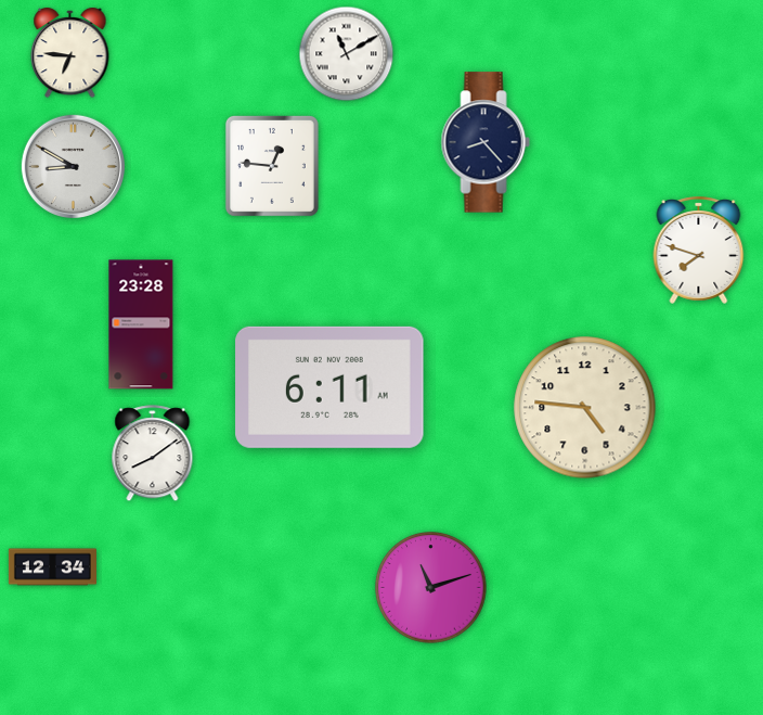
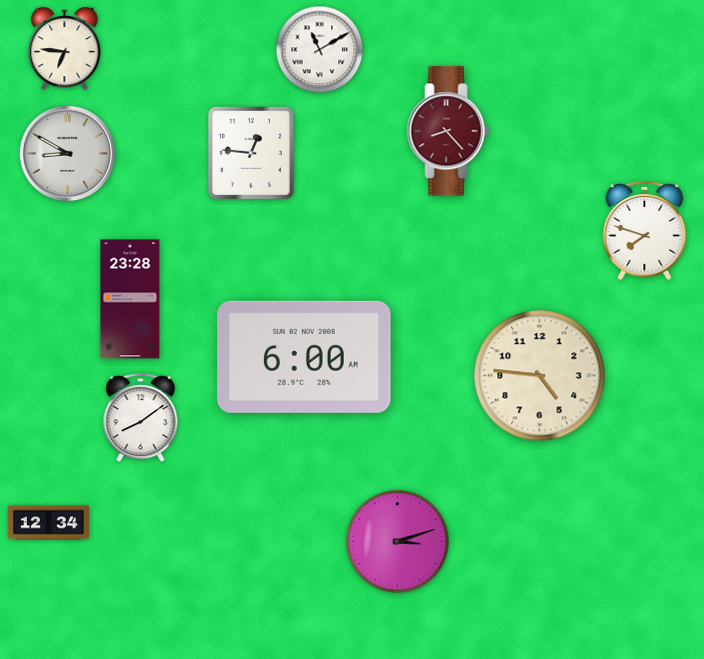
clock at (486, 142) dial: navy -> burgundy
clock at (329, 387): 6:11 -> 6:00
clock at (431, 588): 11:12 -> 3:12
